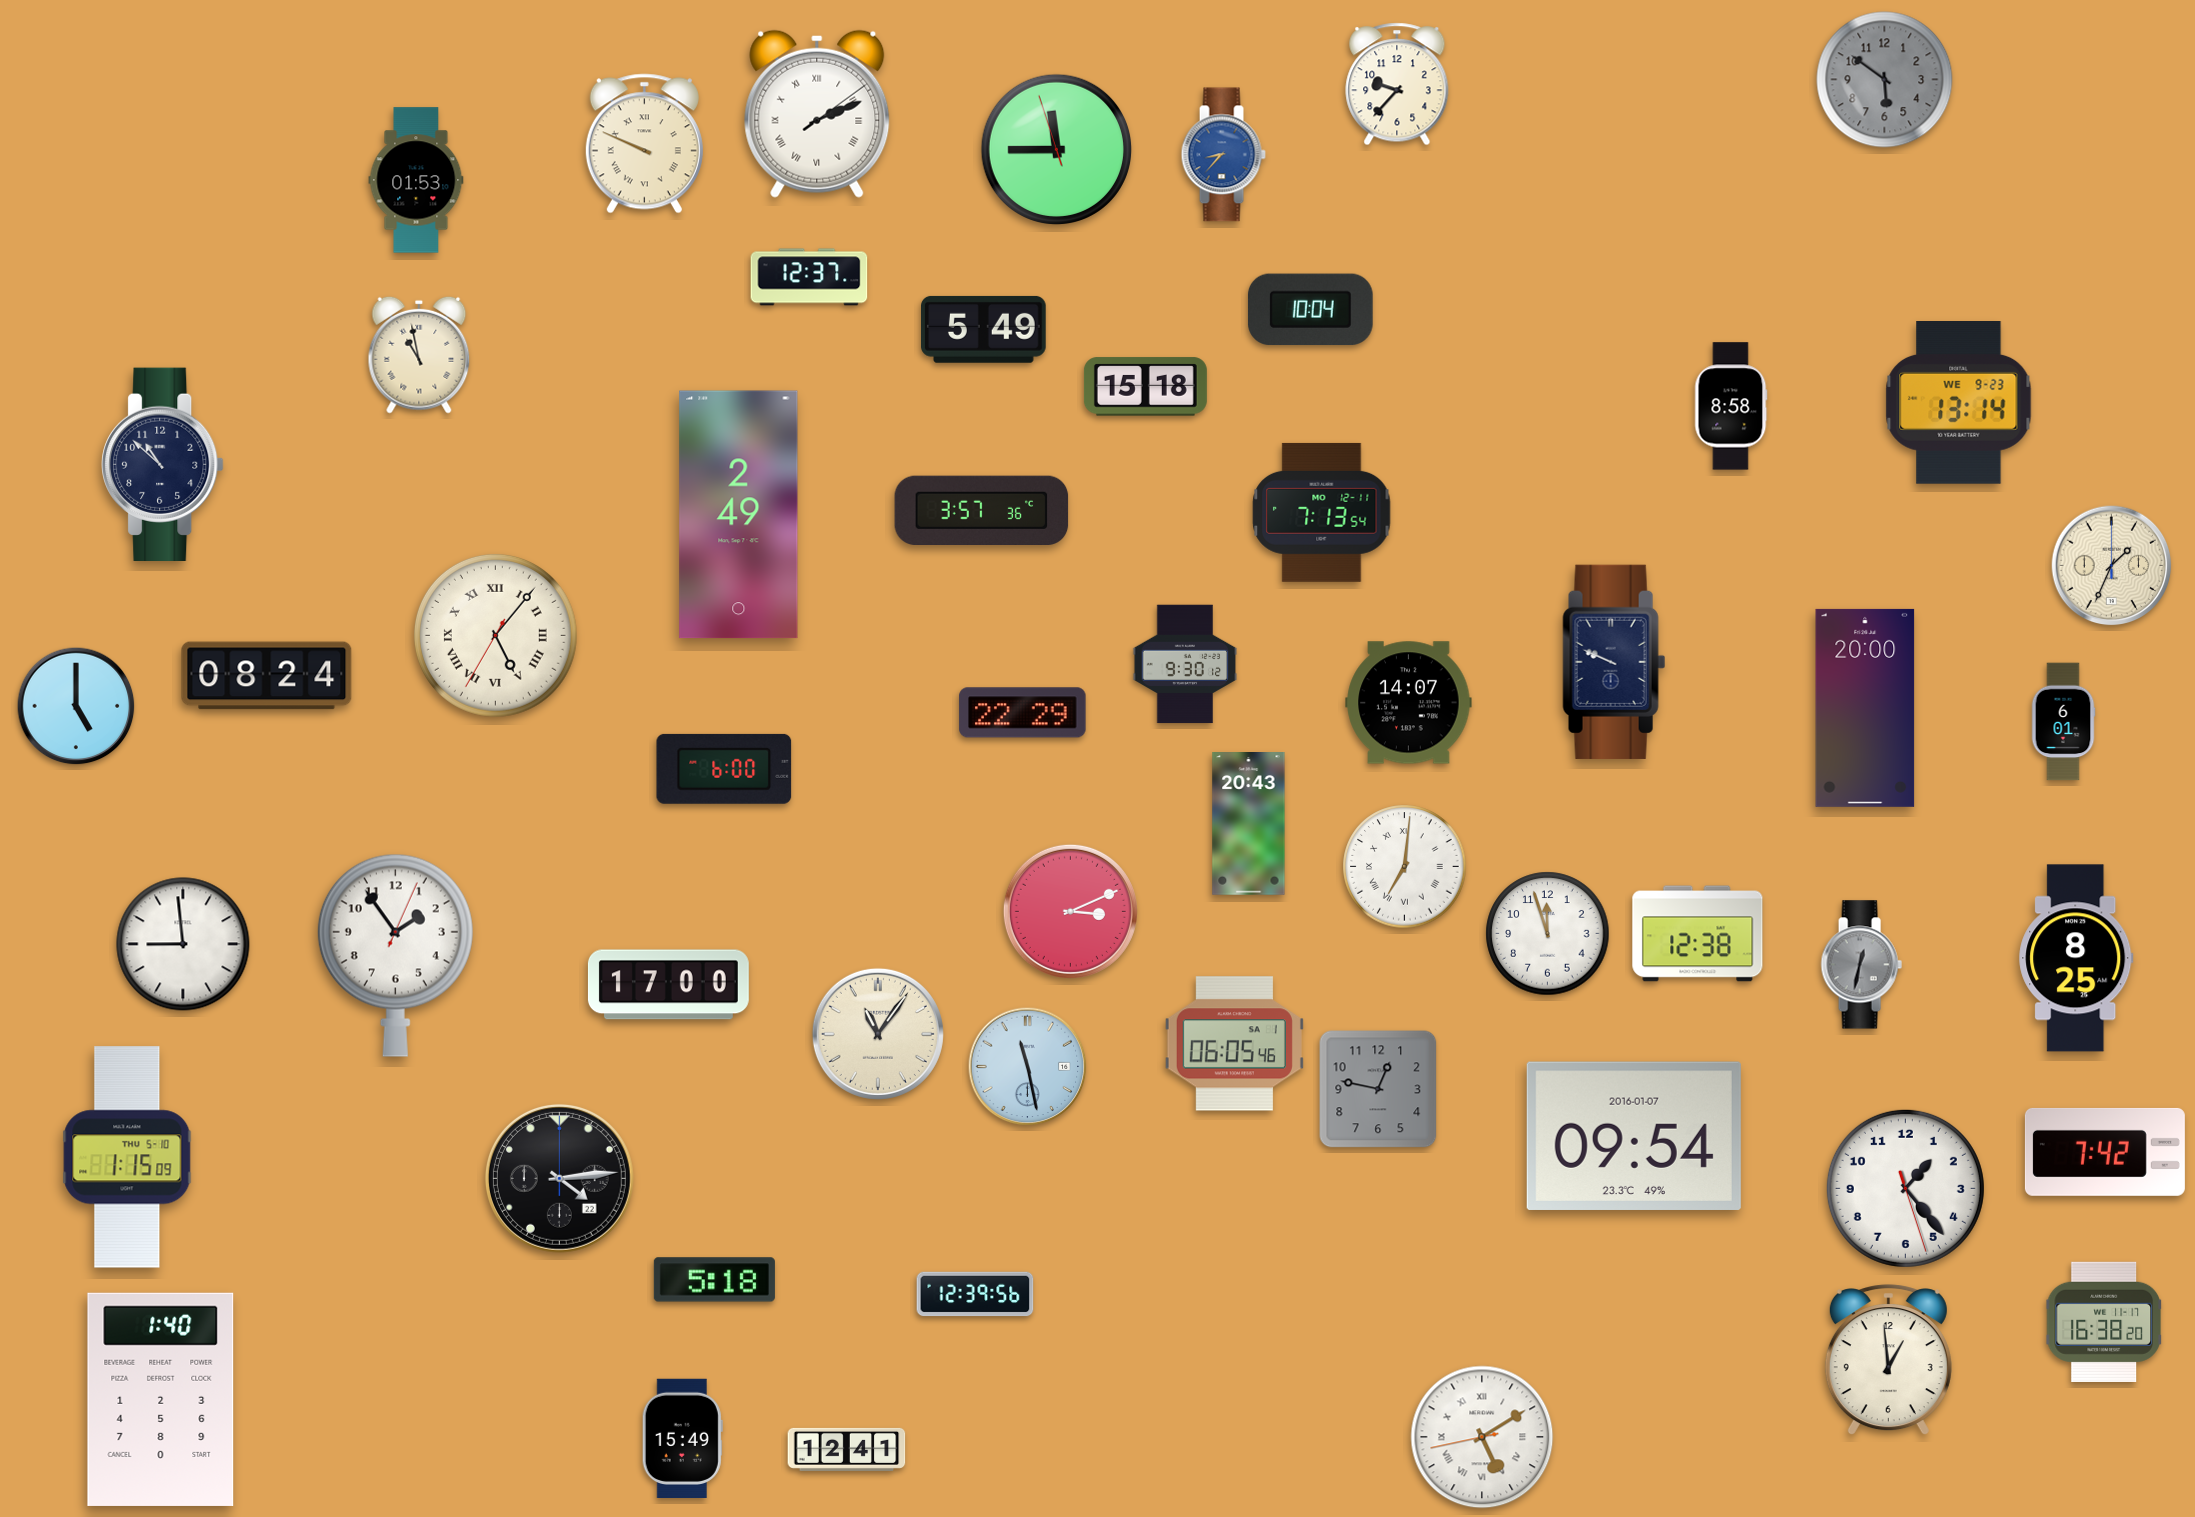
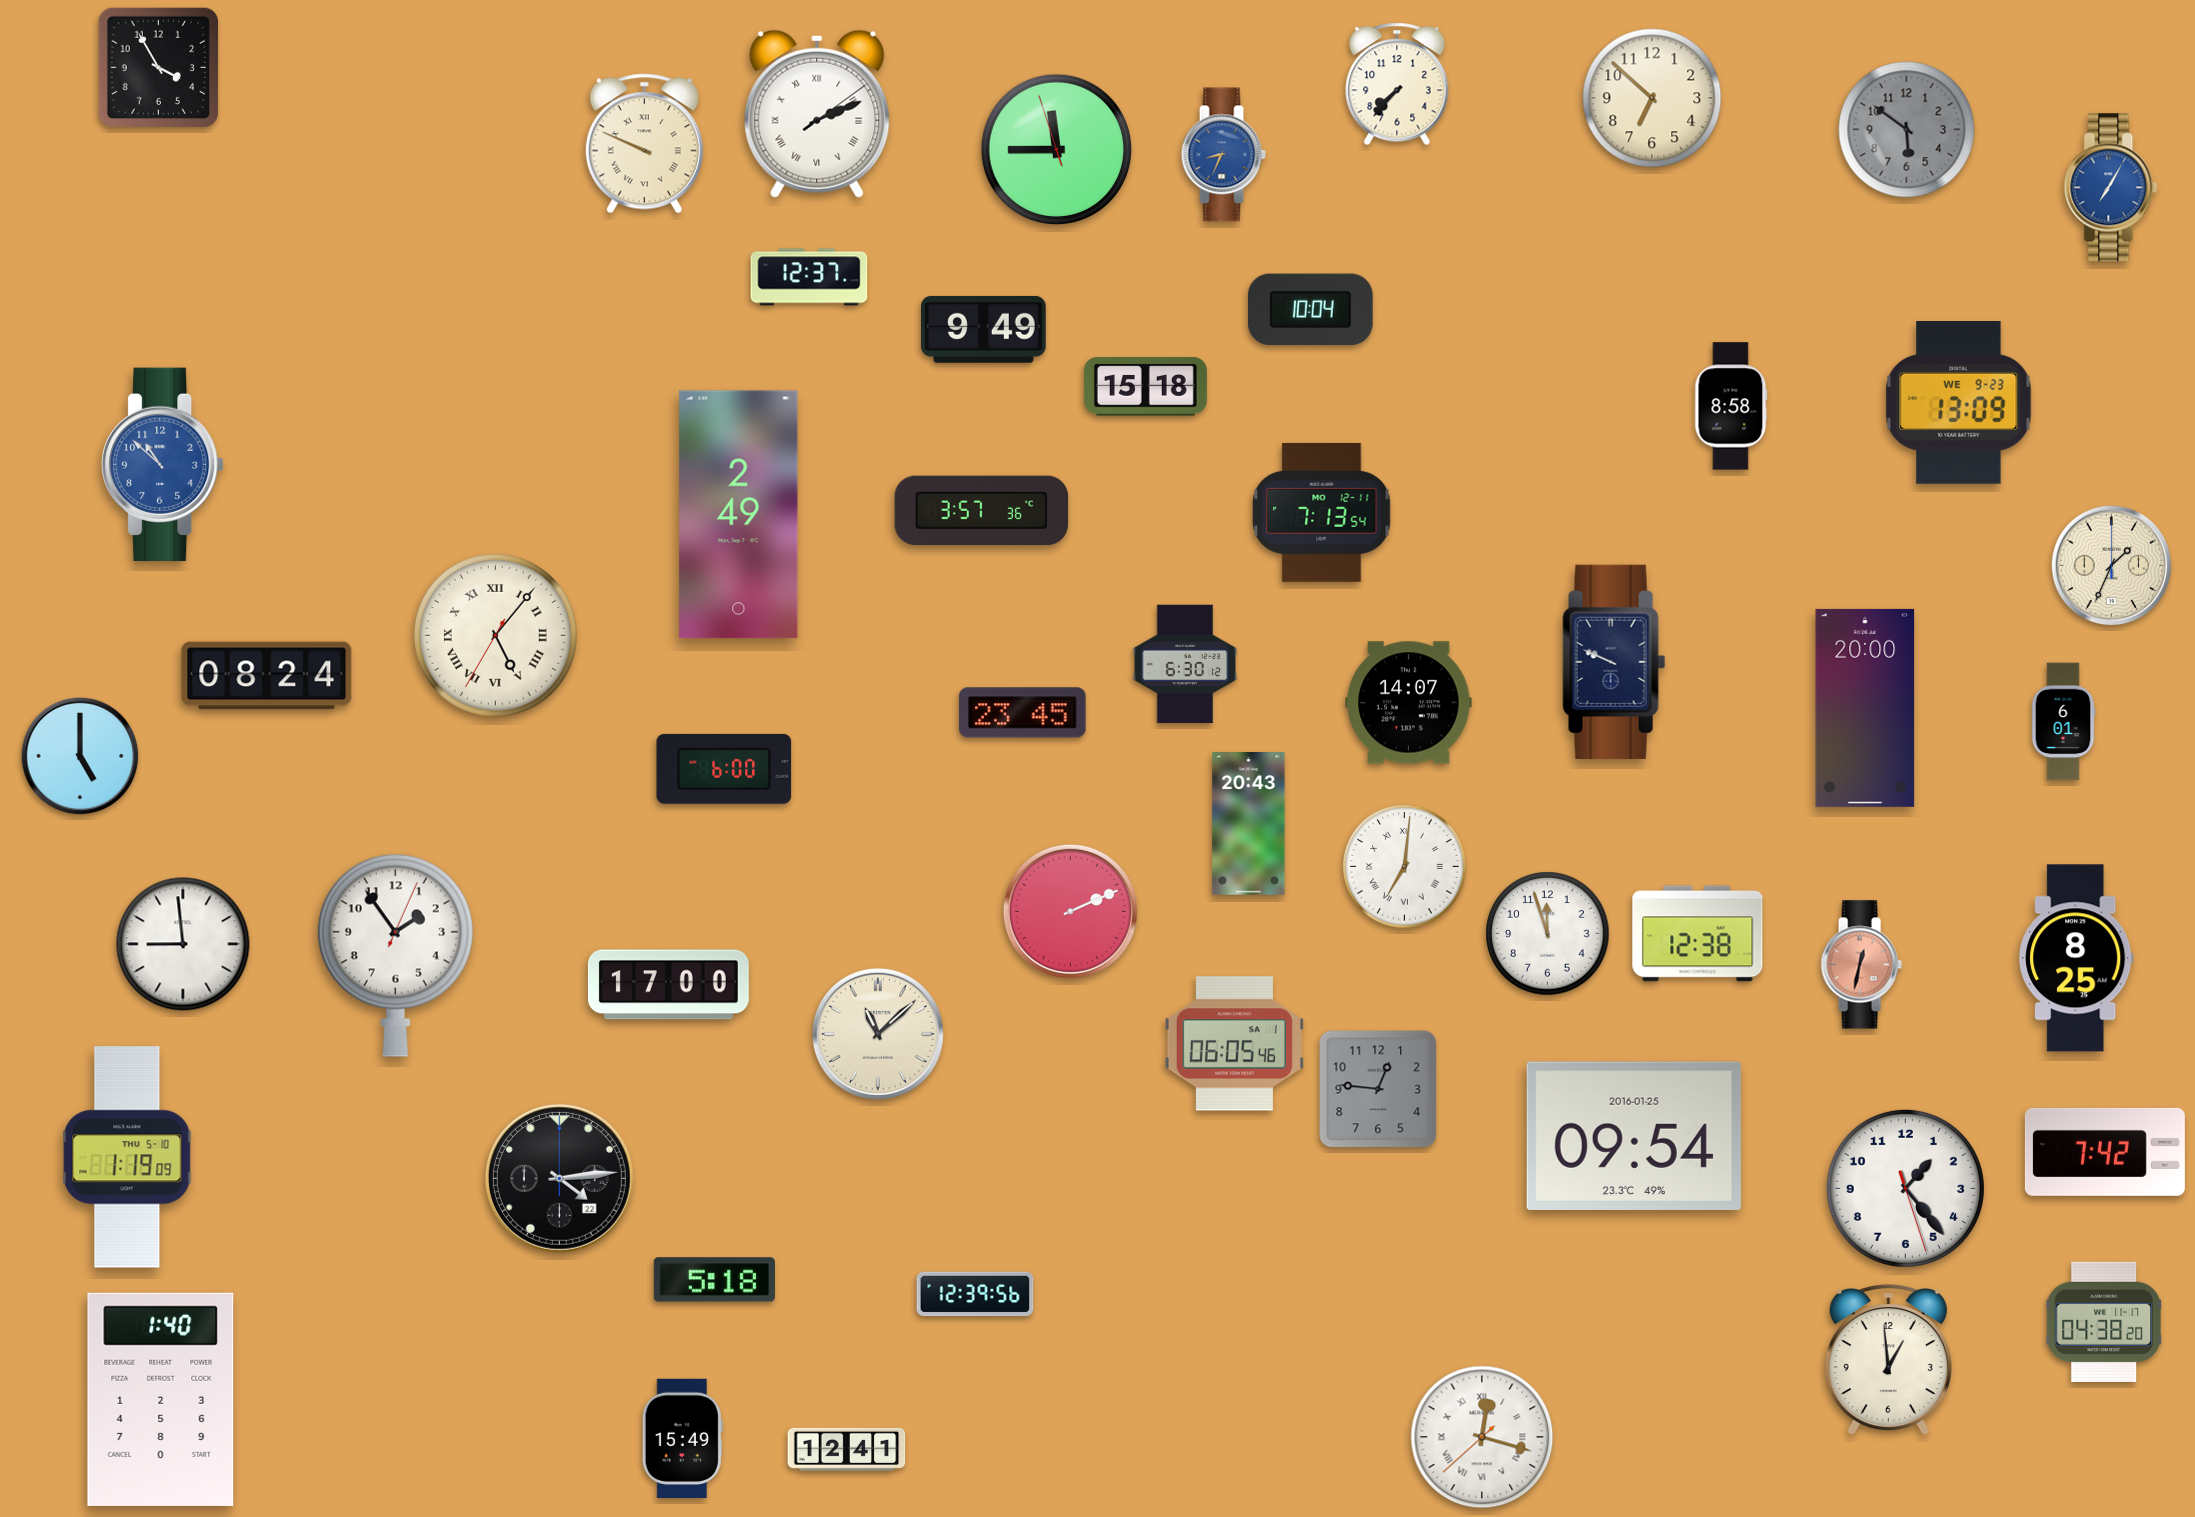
clock at (158, 67): none -> 3:55
clock at (1885, 80) position: (1885, 80) -> (1907, 130)
clock at (1397, 84): 9:37 -> 7:37
clock at (1652, 98): none -> 6:52
clock at (1223, 155): 8:37 -> 8:34
clock at (416, 180): 01:53 -> none
clock at (2111, 188): none -> 7:05
clock at (984, 329): 5:49 -> 9:49
clock at (419, 355): 10:58 -> none
clock at (1959, 403): 13:14 -> 13:09
clock at (163, 464) dial: navy -> blue
clock at (1185, 664): 9:30 -> 6:30
clock at (76, 706) position: (76, 706) -> (80, 756)
clock at (1023, 713): 22:29 -> 23:45
clock at (1070, 911): 3:11 -> 2:11
clock at (1861, 965) dial: grey -> salmon
clock at (878, 1034): 11:06 -> 11:08
clock at (1028, 1067): 11:28 -> none
clock at (1378, 1089): 12:47 -> 12:46
clock at (1634, 1136) date: 2016-01-07 -> 2016-01-25
clock at (127, 1157): 1:15 -> 1:19
clock at (2104, 1322): 16:38 -> 04:38
clock at (1482, 1437): 5:09 -> 12:17
